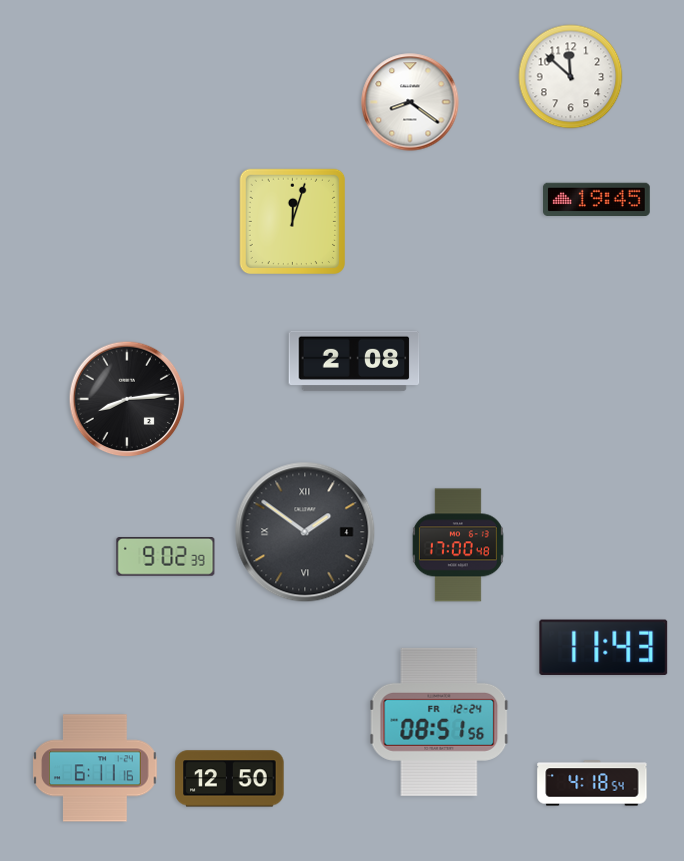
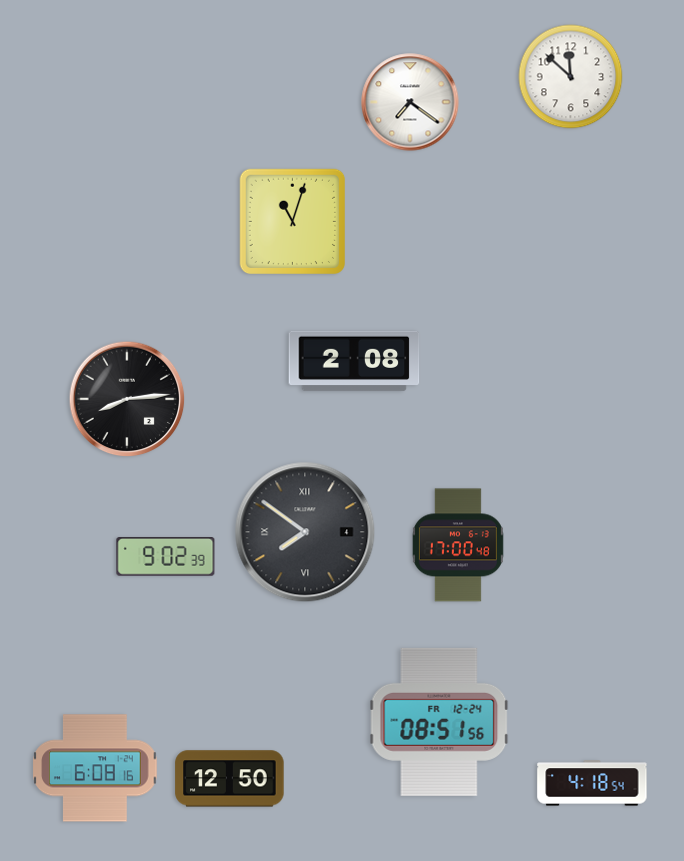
clock at (410, 102): 8:21 -> 7:21
clock at (596, 200): 19:45 -> none
clock at (292, 221): 12:03 -> 11:03
clock at (305, 532): 1:51 -> 7:51
clock at (604, 647): 11:43 -> none
clock at (95, 768): 6:11 -> 6:08
